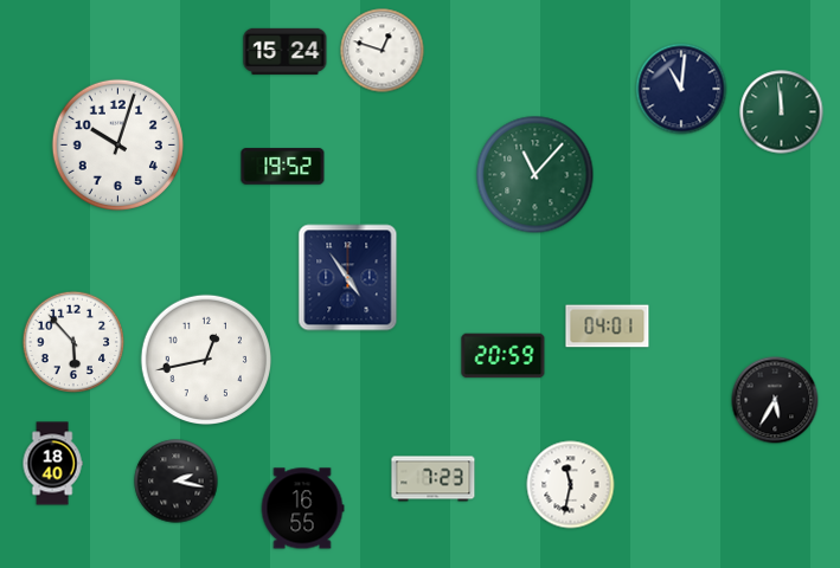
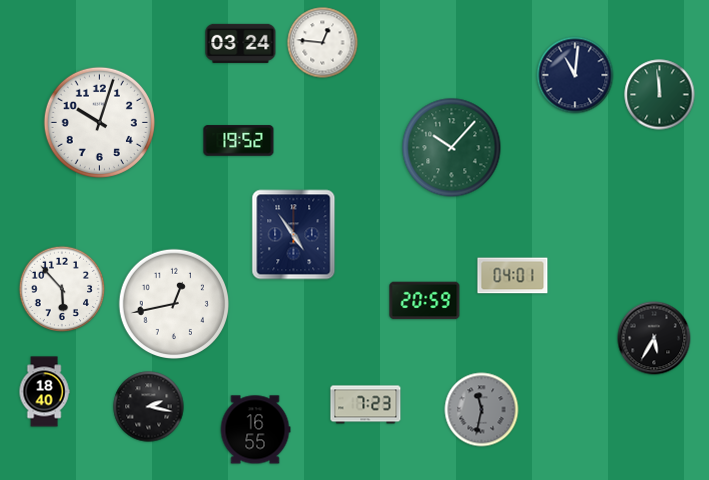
clock at (286, 51): 15:24 -> 03:24
clock at (383, 51): 12:48 -> 12:46
clock at (536, 175): 11:07 -> 10:07
clock at (571, 485) dial: white -> grey
